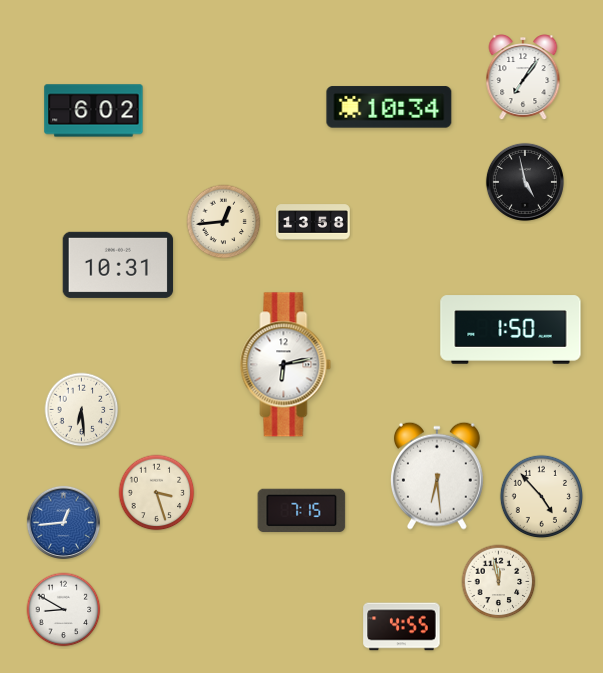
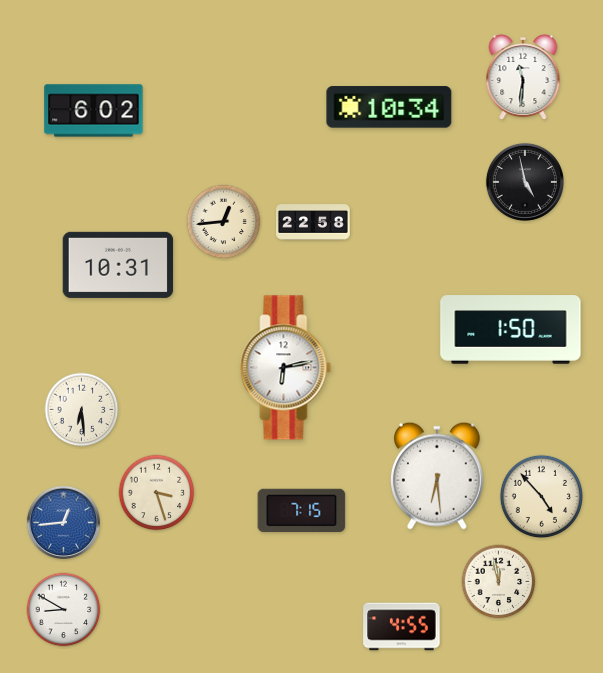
clock at (523, 78): 7:06 -> 11:31
clock at (314, 222): 13:58 -> 22:58
clock at (286, 365) position: (286, 365) -> (286, 368)
